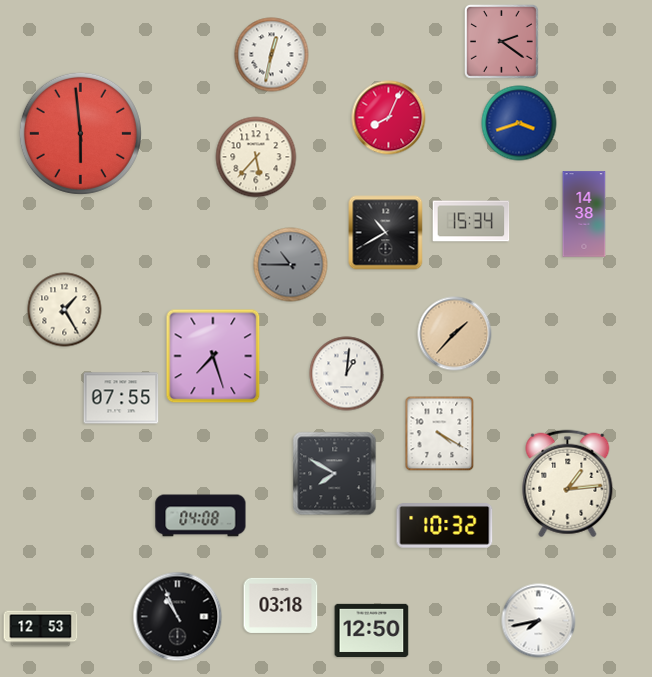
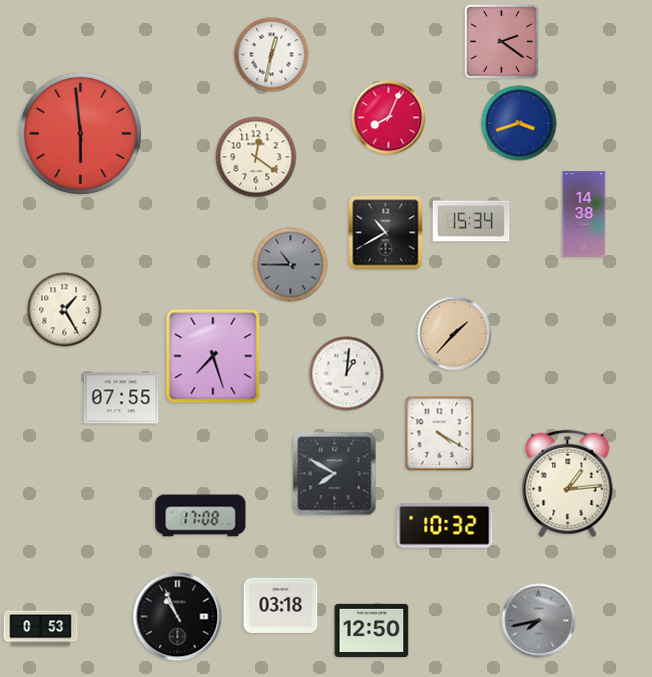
clock at (256, 157): 5:37 -> 12:21
clock at (201, 516): 04:08 -> 17:08
clock at (539, 621) dial: white -> grey
clock at (41, 629): 12:53 -> 0:53
